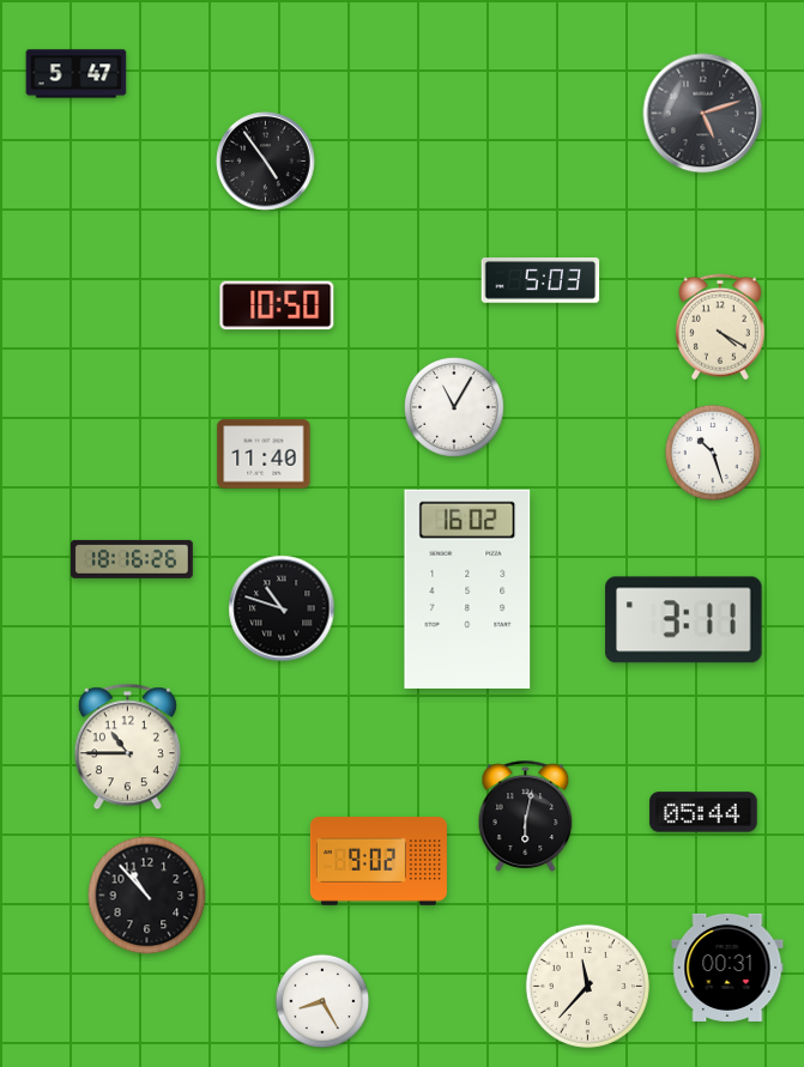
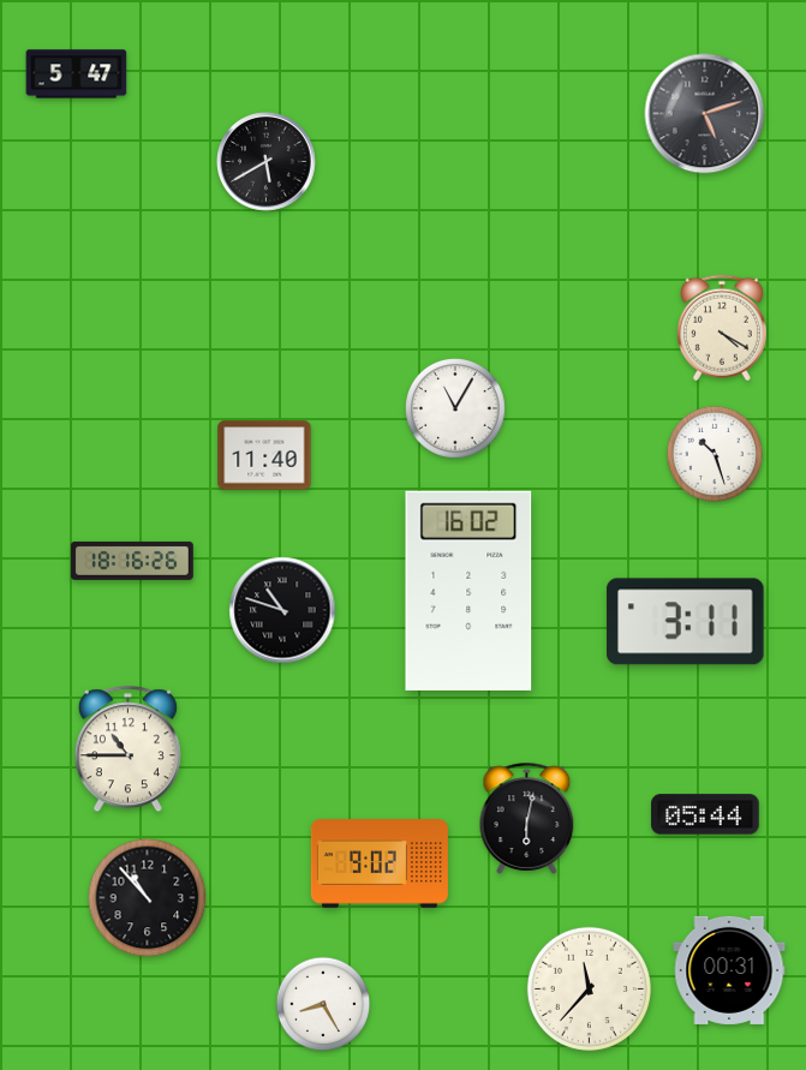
clock at (266, 162): 4:54 -> 5:40
clock at (540, 280): 5:03 -> none
clock at (277, 305): 10:50 -> none
